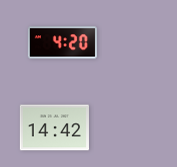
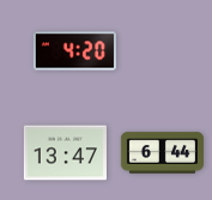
clock at (54, 128): 14:42 -> 13:47
clock at (162, 153): none -> 6:44
